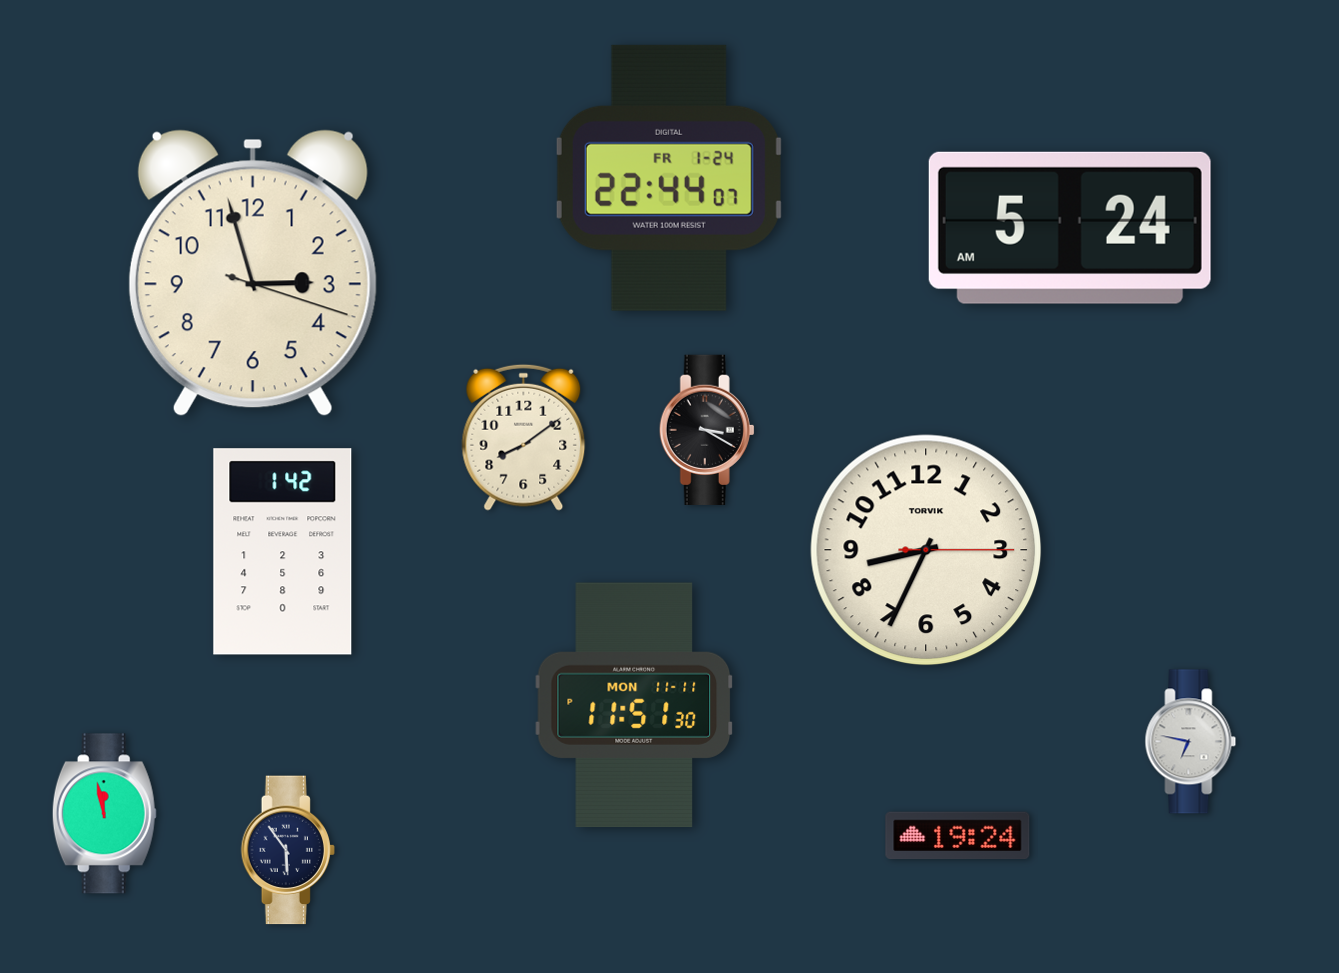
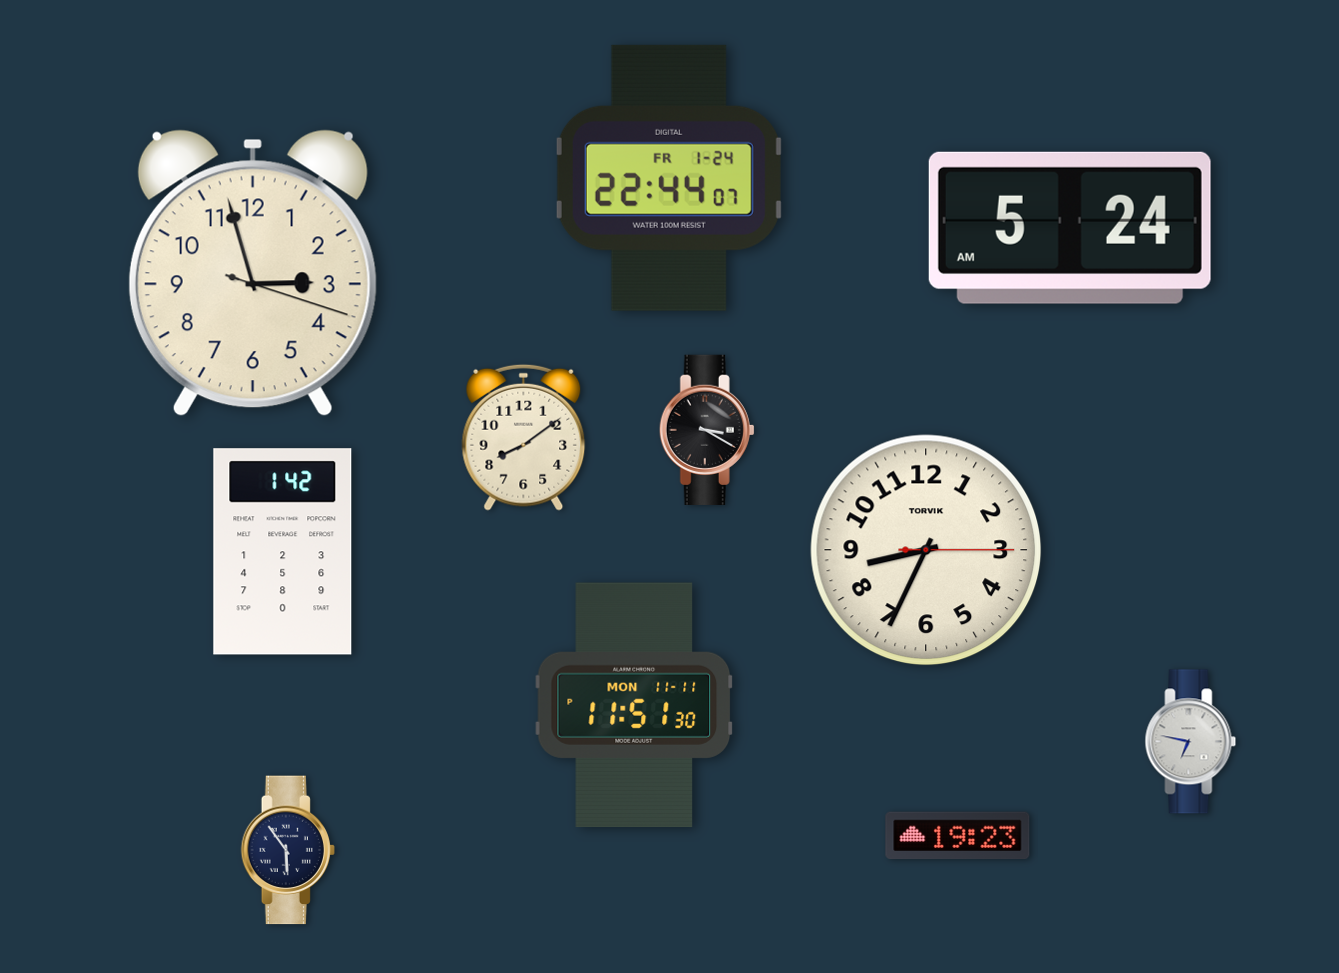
clock at (104, 814): 11:58 -> none
clock at (958, 836): 19:24 -> 19:23
